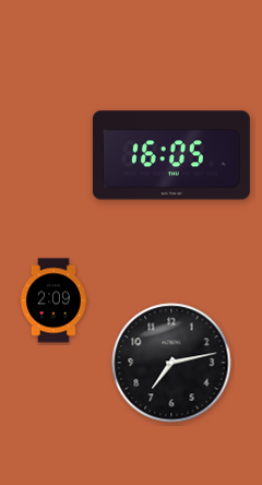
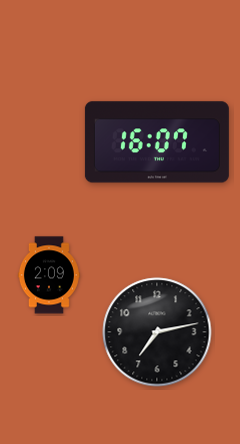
clock at (171, 155): 16:05 -> 16:07
